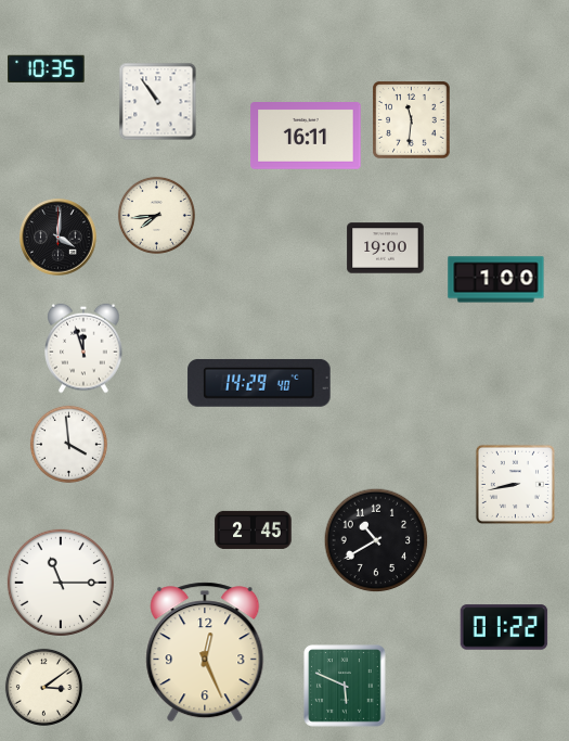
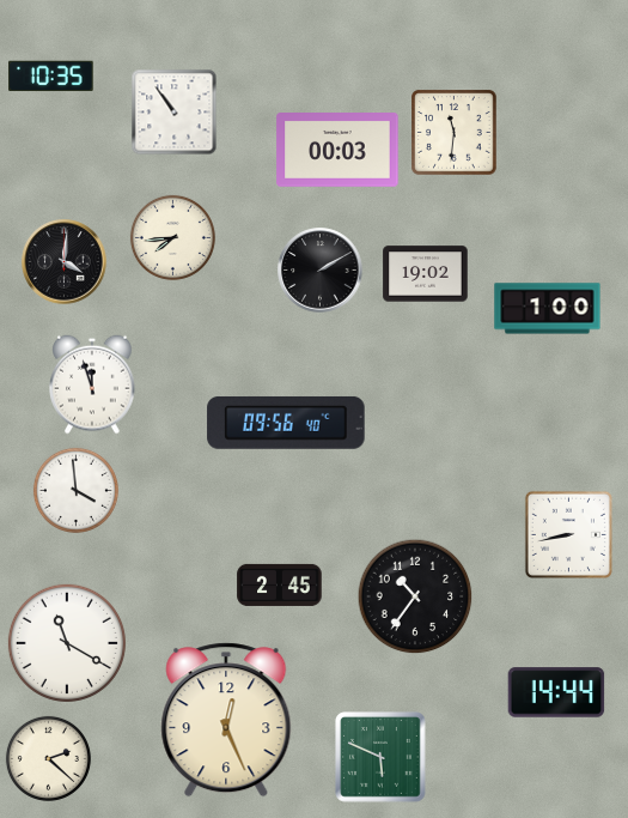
clock at (306, 137): 16:11 -> 00:03
clock at (321, 271): none -> 2:10
clock at (386, 248): 19:00 -> 19:02
clock at (259, 383): 14:29 -> 09:56
clock at (376, 540): 10:40 -> 10:36
clock at (61, 583): 11:15 -> 11:20
clock at (504, 627): 01:22 -> 14:44
clock at (43, 687): 3:09 -> 2:22
